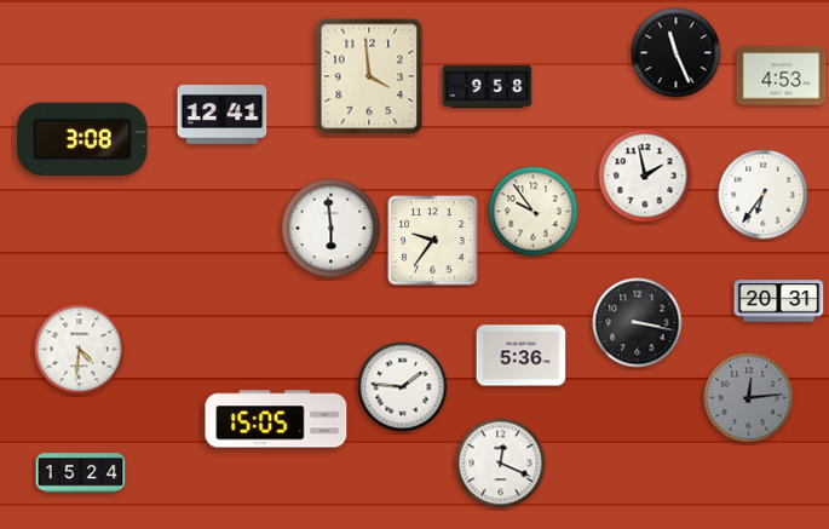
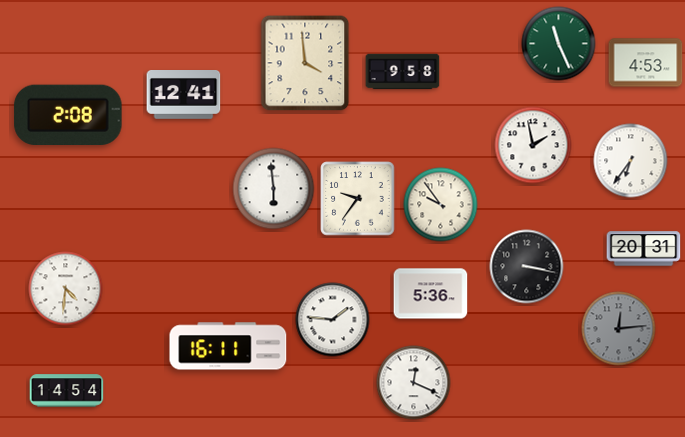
clock at (677, 53) dial: black -> green
clock at (82, 138): 3:08 -> 2:08
clock at (534, 212) position: (534, 212) -> (441, 205)
clock at (276, 419): 15:05 -> 16:11
clock at (81, 473): 15:24 -> 14:54
